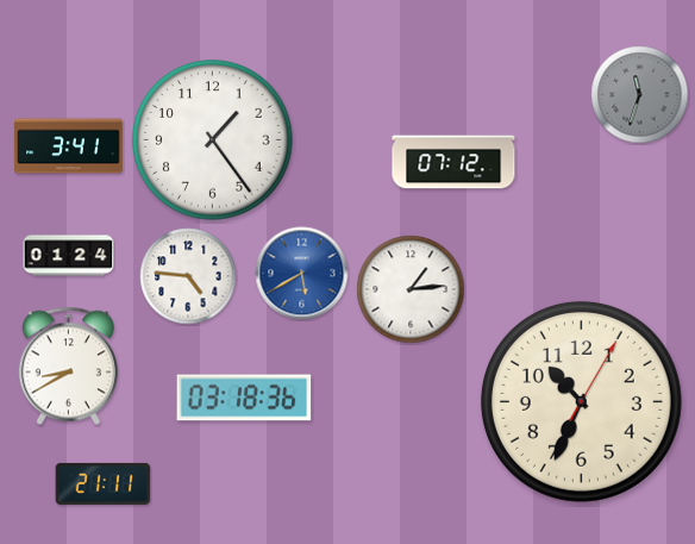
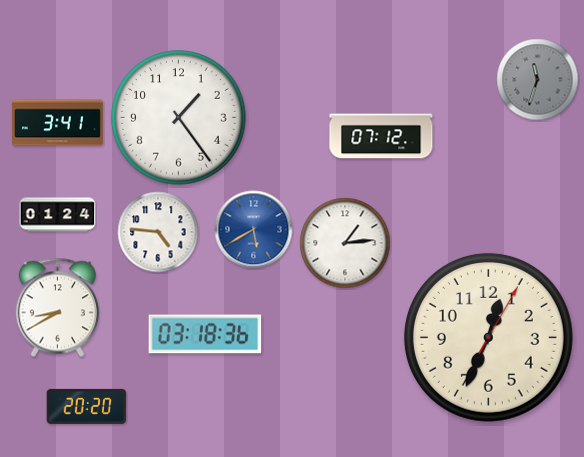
clock at (581, 401): 10:34 -> 12:34
clock at (104, 483): 21:11 -> 20:20
